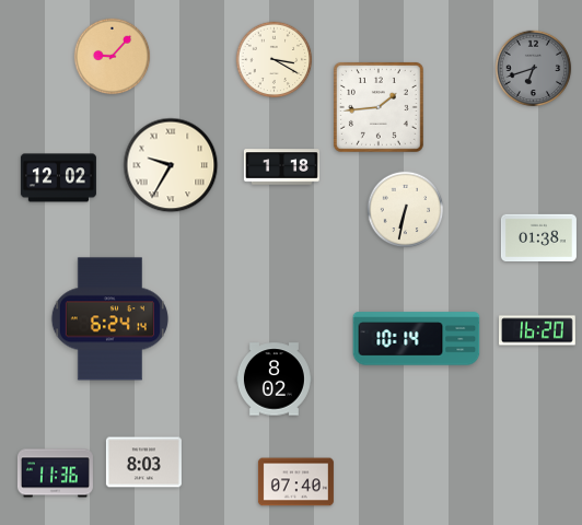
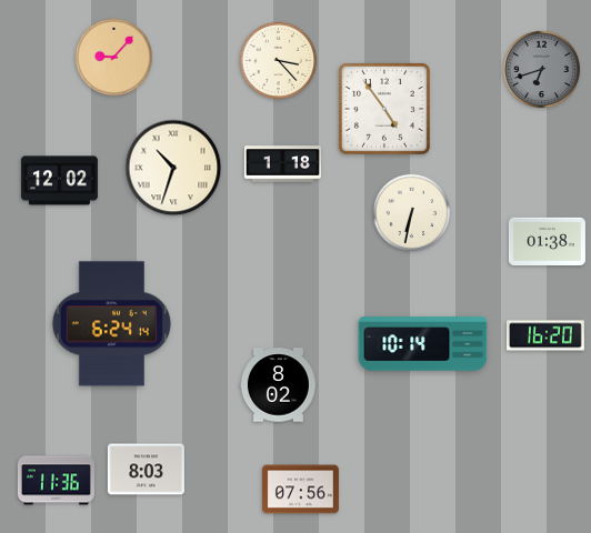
clock at (275, 60): 3:20 -> 3:23
clock at (379, 107): 1:44 -> 4:54
clock at (171, 165): 9:35 -> 10:33
clock at (281, 167) position: (281, 167) -> (282, 164)
clock at (295, 482): 07:40 -> 07:56
